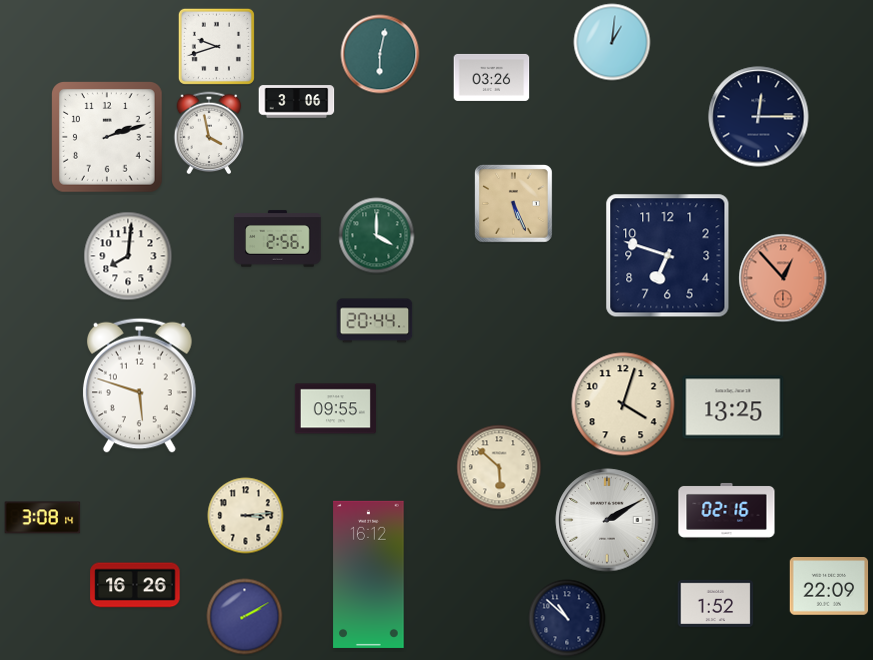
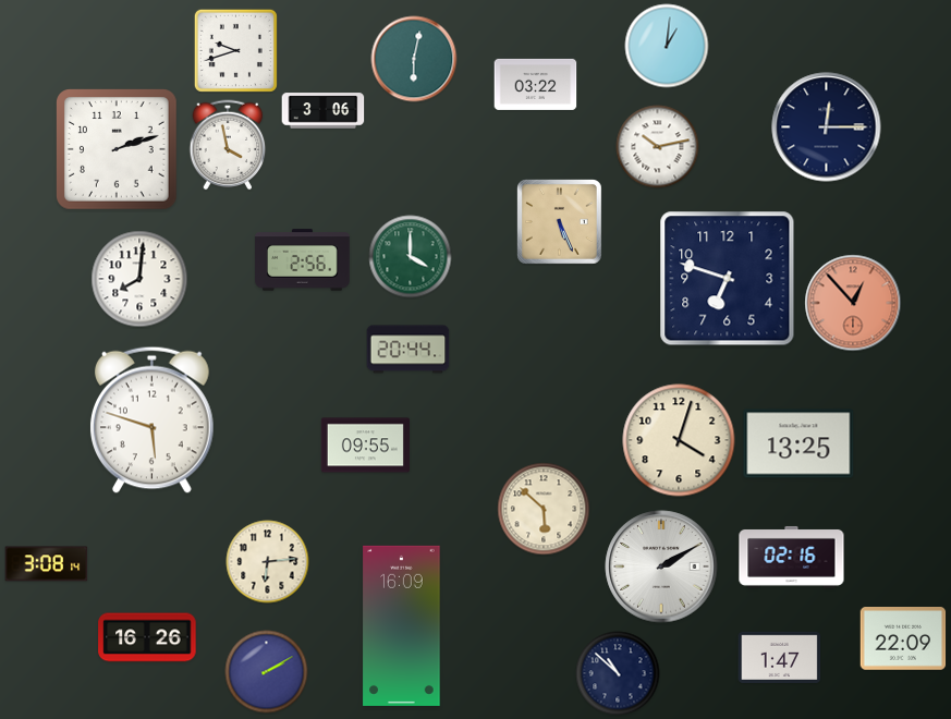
clock at (492, 77): 03:26 -> 03:22
clock at (658, 147): none -> 10:13
clock at (246, 516): 3:14 -> 6:14
clock at (369, 574): 16:12 -> 16:09
clock at (716, 603): 1:52 -> 1:47
